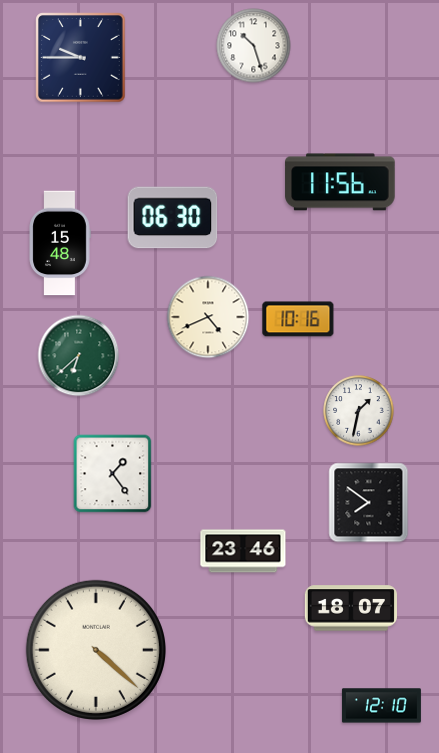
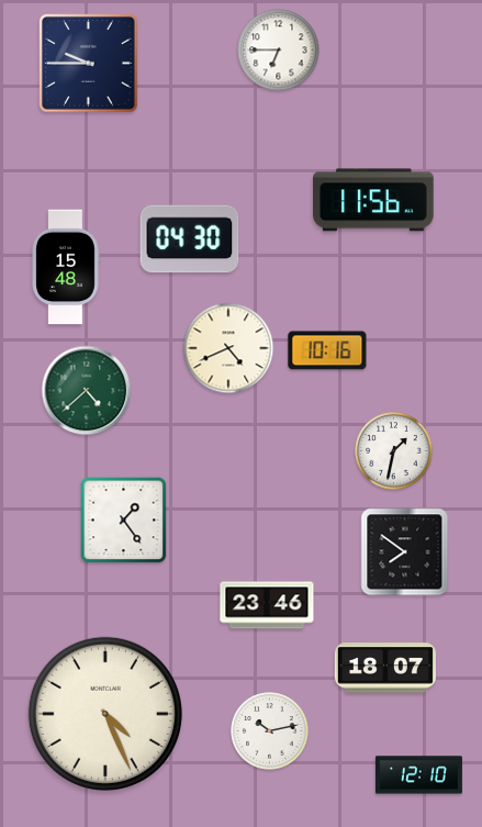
clock at (254, 46): 10:27 -> 6:45
clock at (173, 218): 06:30 -> 04:30
clock at (79, 356): 6:38 -> 4:38
clock at (96, 650): 4:22 -> 4:26
clock at (270, 731): none -> 10:13
